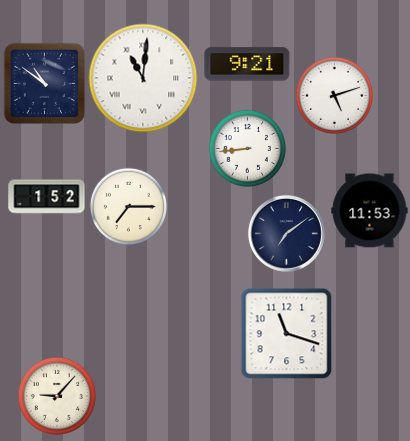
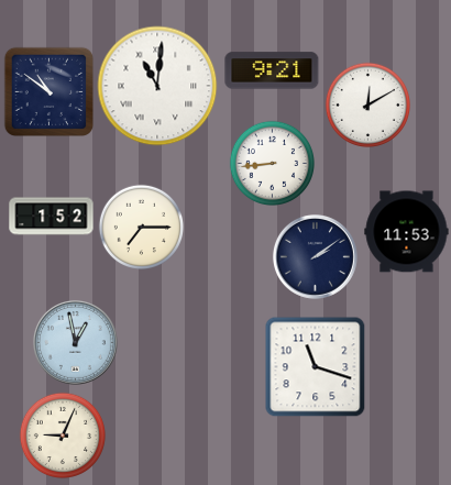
clock at (334, 95): 5:12 -> 12:10
clock at (286, 233): 7:09 -> 2:09
clock at (75, 342): none -> 12:58
clock at (56, 395): 9:07 -> 9:04
